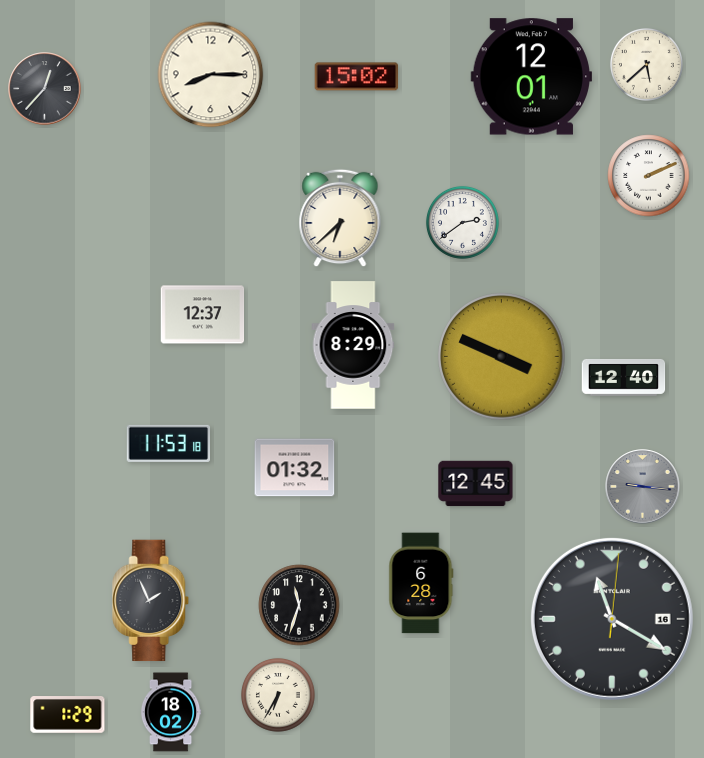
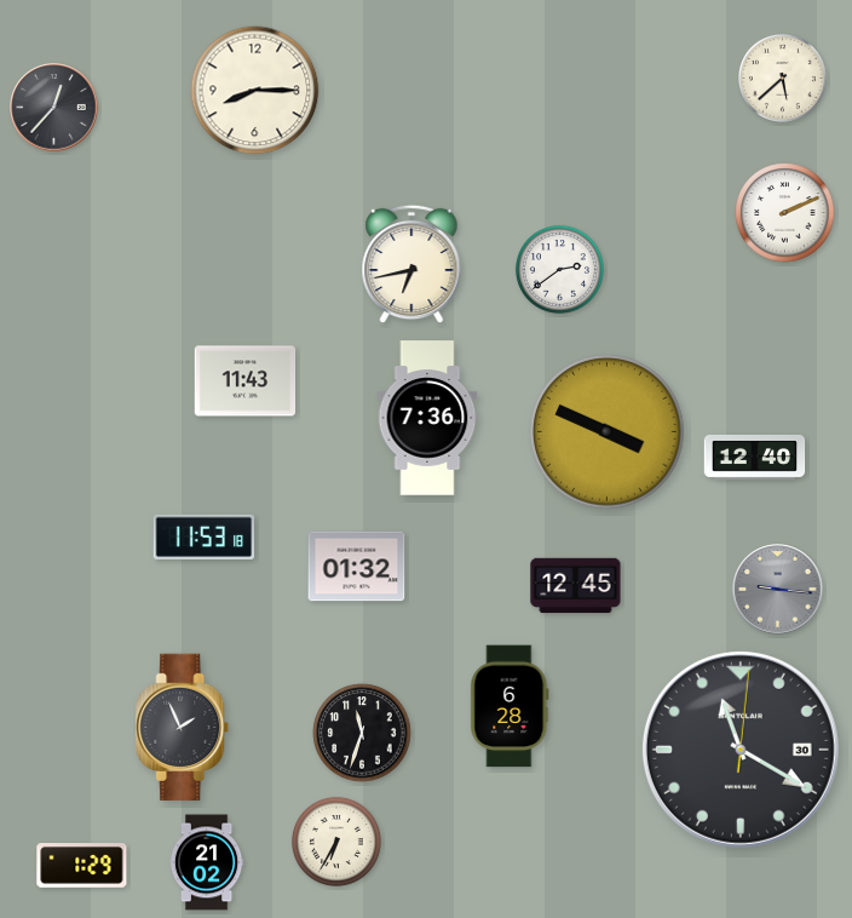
clock at (357, 77): 15:02 -> none
clock at (531, 77): 12:01 -> none
clock at (340, 218): 6:38 -> 6:43
clock at (203, 315): 12:37 -> 11:43
clock at (353, 345): 8:29 -> 7:36
clock at (612, 619) date: 16 -> 30
clock at (171, 712): 18:02 -> 21:02
